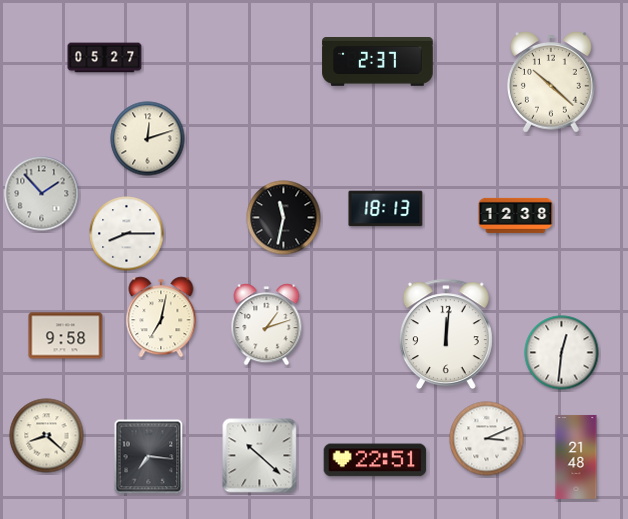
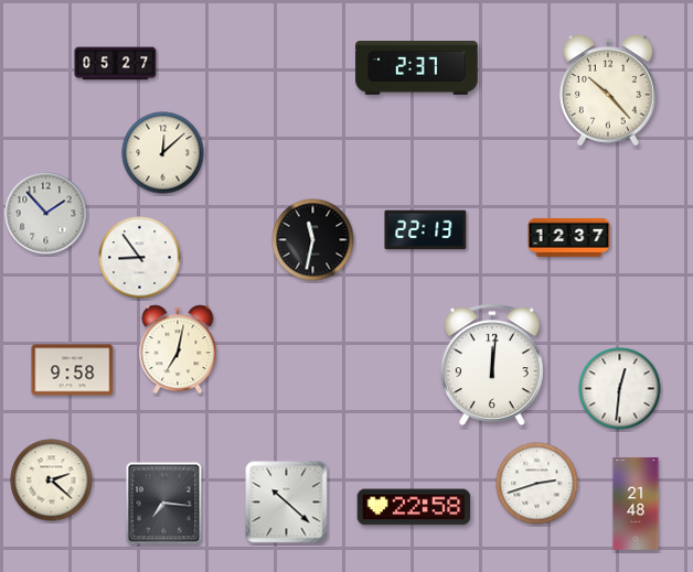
clock at (551, 83): 10:22 -> 10:23
clock at (148, 139): 12:12 -> 12:08
clock at (386, 209): 18:13 -> 22:13
clock at (516, 215): 12:38 -> 12:37
clock at (127, 234): 8:15 -> 8:54
clock at (267, 325): 1:12 -> none
clock at (446, 334) position: (446, 334) -> (492, 365)
clock at (47, 436): 8:22 -> 2:22
clock at (487, 439): 3:11 -> 2:42
clock at (375, 460): 22:51 -> 22:58
